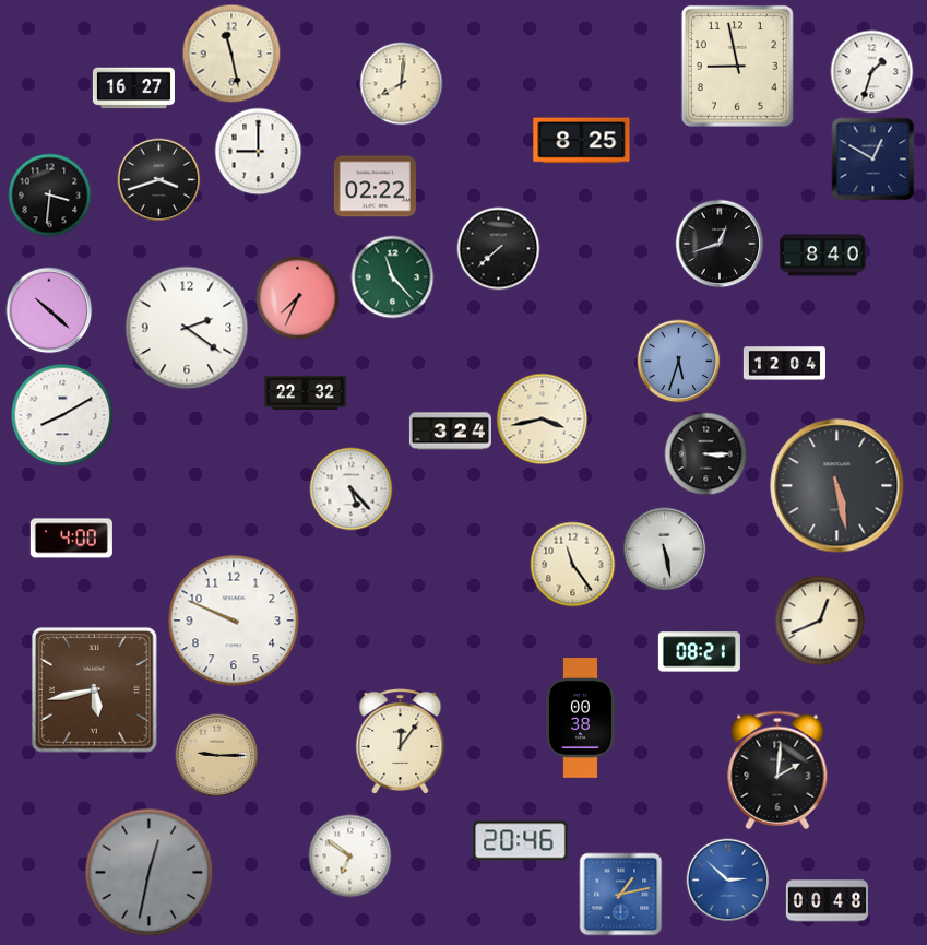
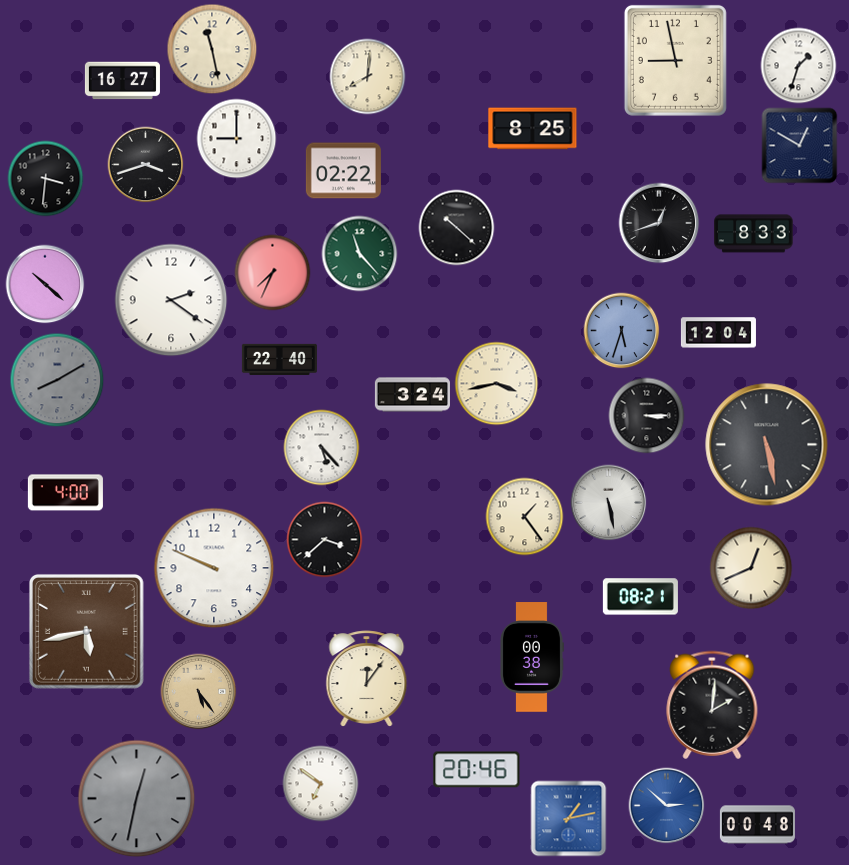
clock at (499, 249): 7:38 -> 10:22
clock at (823, 256): 8:40 -> 8:33
clock at (305, 392): 22:32 -> 22:40
clock at (62, 415) dial: white -> grey
clock at (573, 565): 11:24 -> 1:24
clock at (325, 540): none -> 3:38
clock at (217, 756): 9:15 -> 5:24
